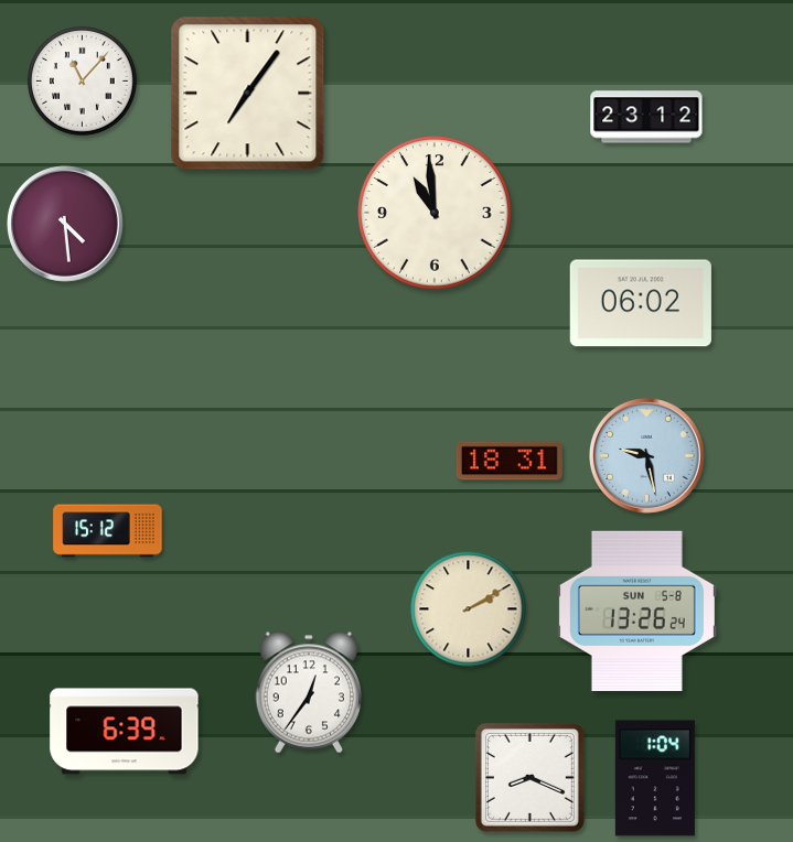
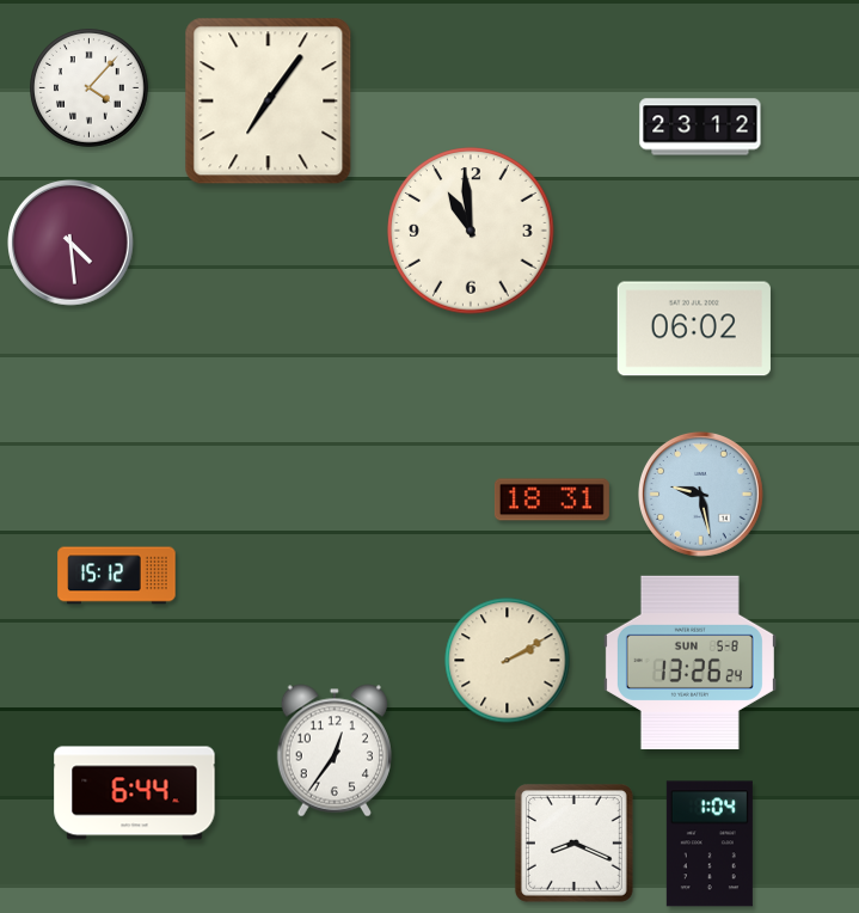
clock at (83, 82): 11:07 -> 4:07
clock at (125, 732): 6:39 -> 6:44
